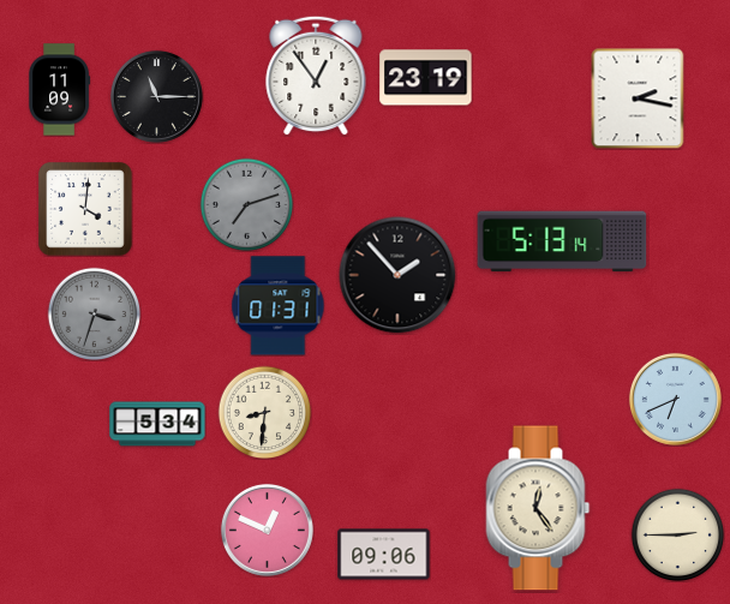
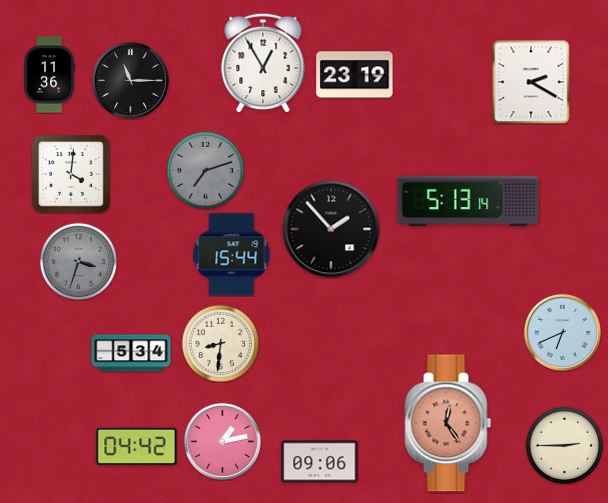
clock at (316, 76): 12:54 -> 12:55
clock at (426, 78) position: (426, 78) -> (355, 75)
clock at (60, 90): 11:09 -> 11:36
clock at (638, 98): 2:17 -> 2:20
clock at (279, 306): 01:31 -> 15:44
clock at (538, 508) dial: cream -> salmon
clock at (267, 530): 12:49 -> 1:13
clock at (137, 447): none -> 04:42
